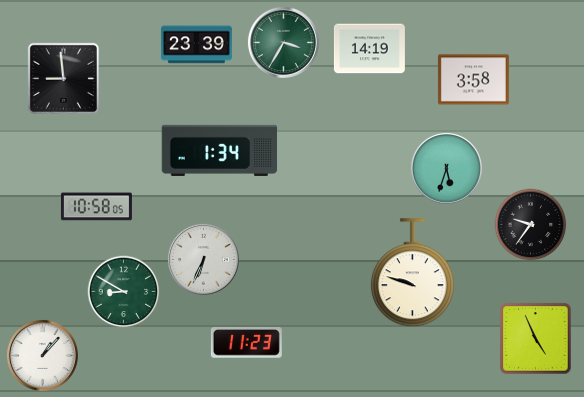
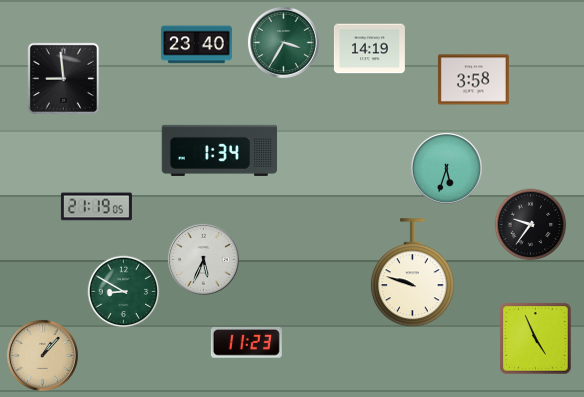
clock at (196, 45): 23:39 -> 23:40
clock at (96, 207): 10:58 -> 21:19
clock at (203, 259): 6:34 -> 5:34
clock at (42, 355) dial: white -> champagne
